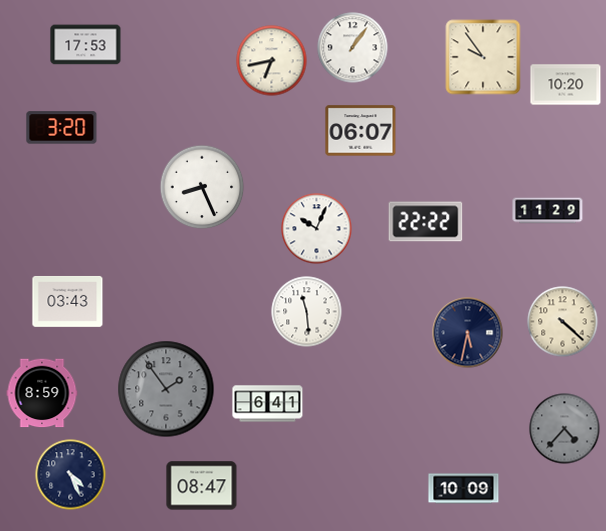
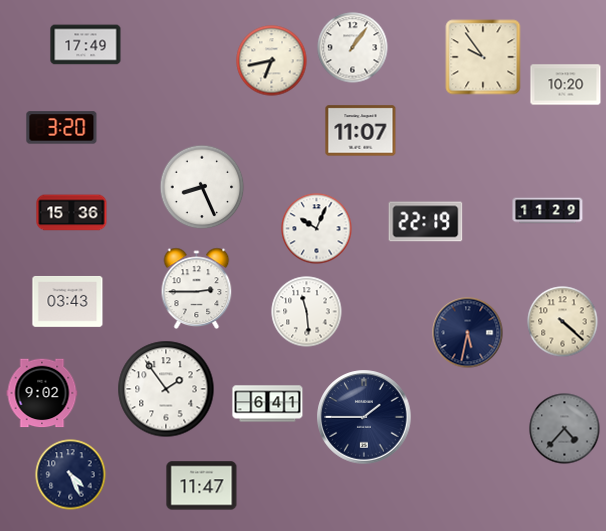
clock at (86, 45): 17:53 -> 17:49
clock at (361, 131): 06:07 -> 11:07
clock at (72, 213): none -> 15:36
clock at (426, 222): 22:22 -> 22:19
clock at (197, 288): none -> 2:45
clock at (166, 389) dial: grey -> white
clock at (42, 393): 8:59 -> 9:02
clock at (364, 417): none -> 1:45
clock at (202, 486): 08:47 -> 11:47
clock at (464, 489): 10:09 -> none
